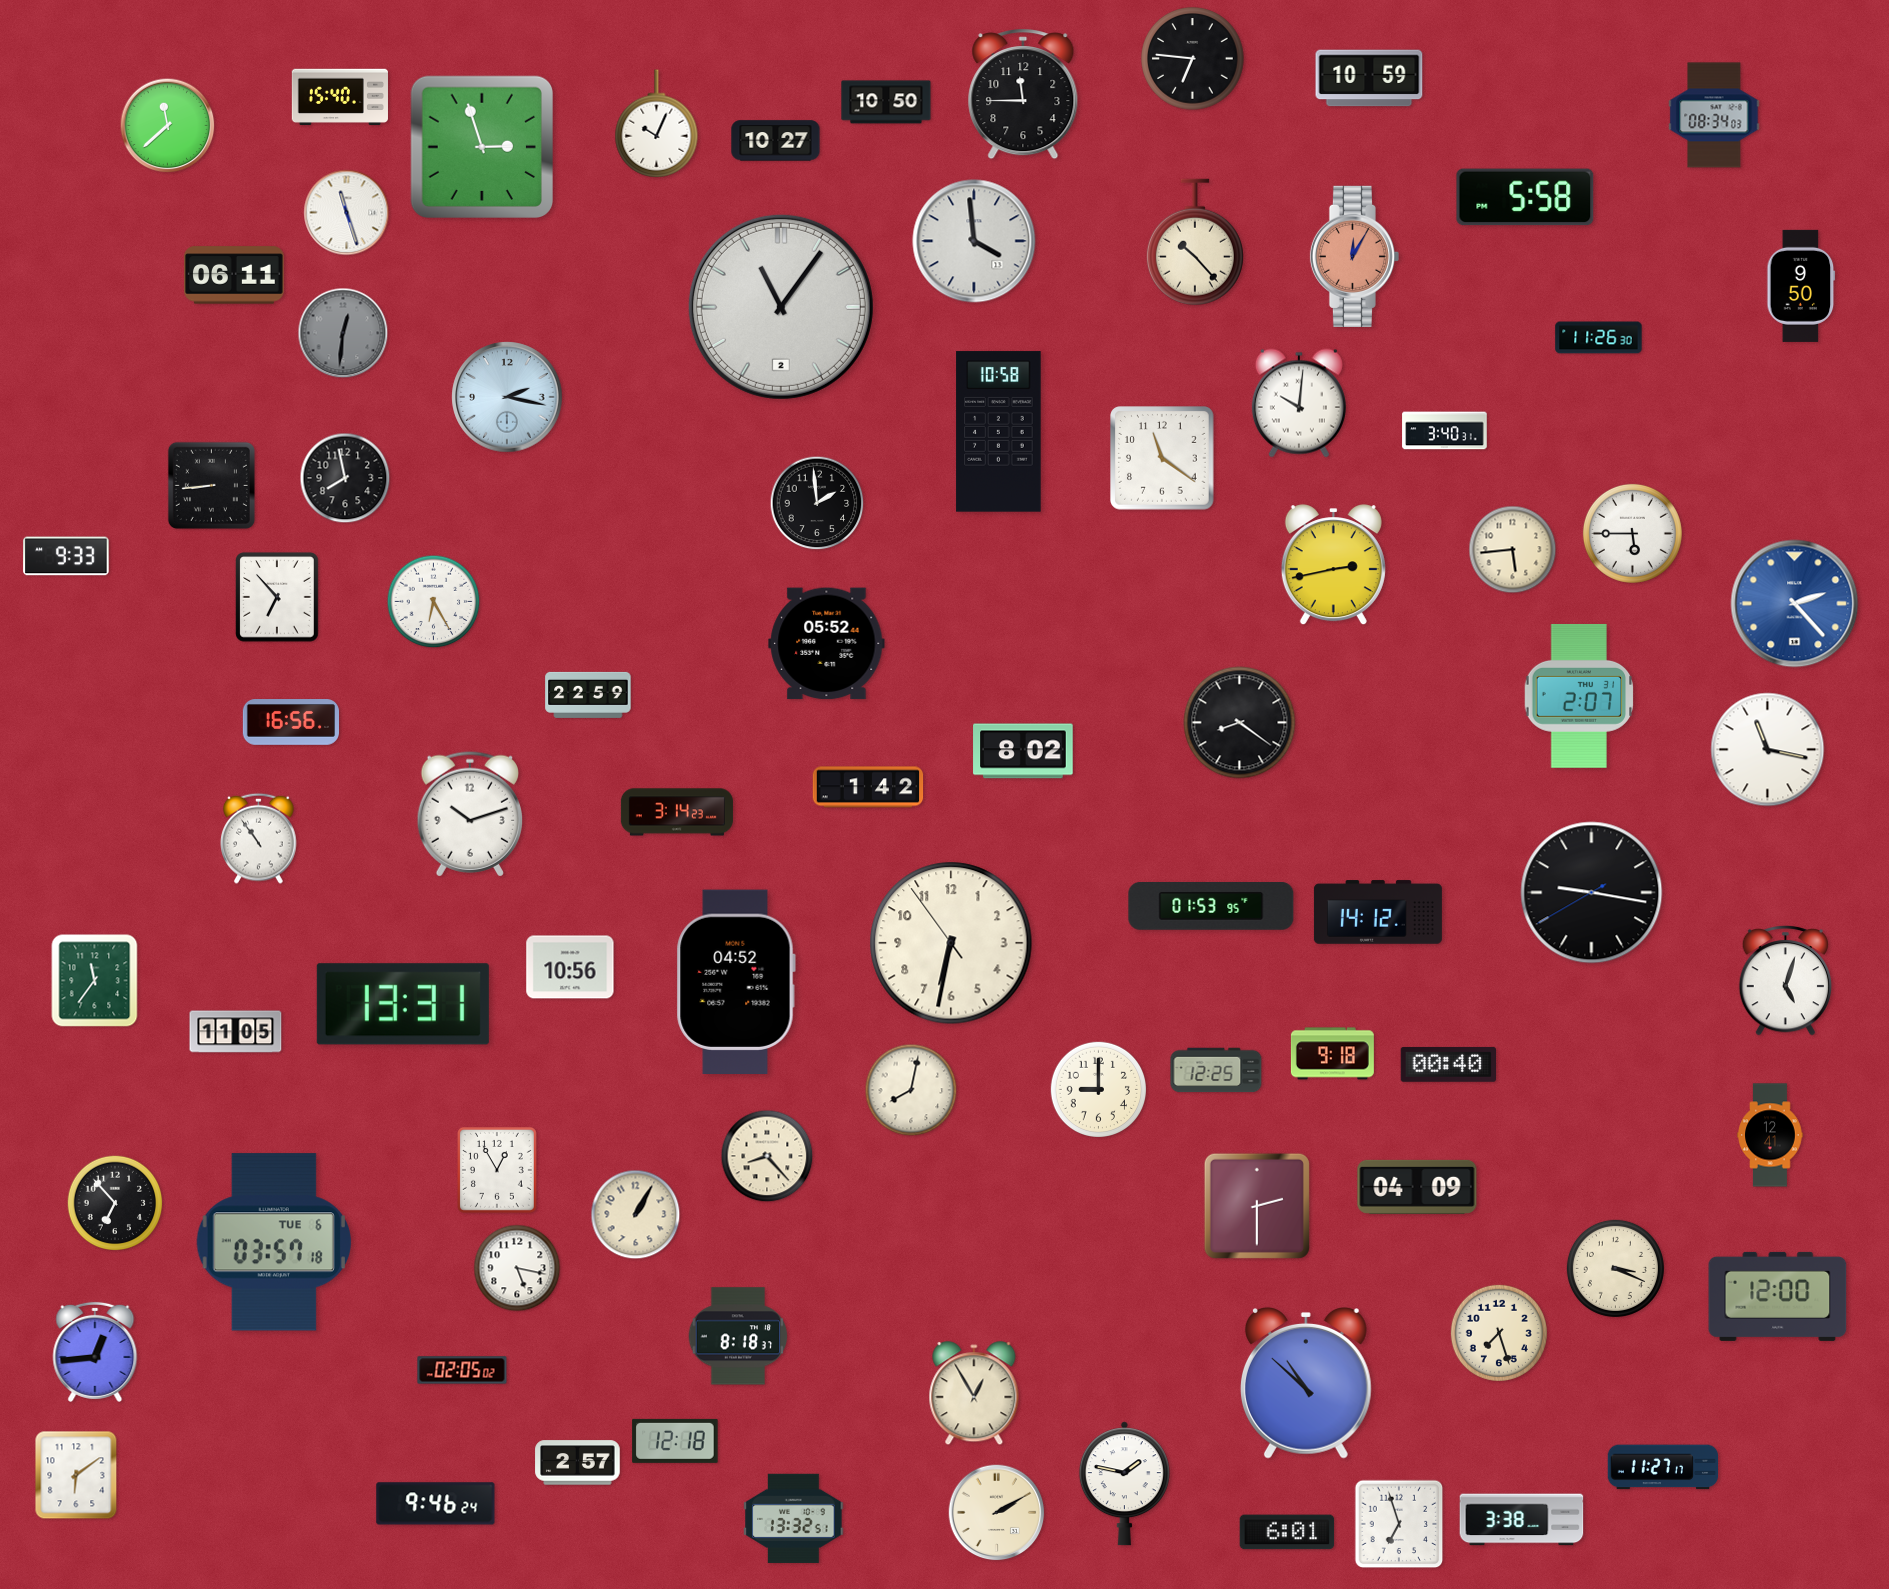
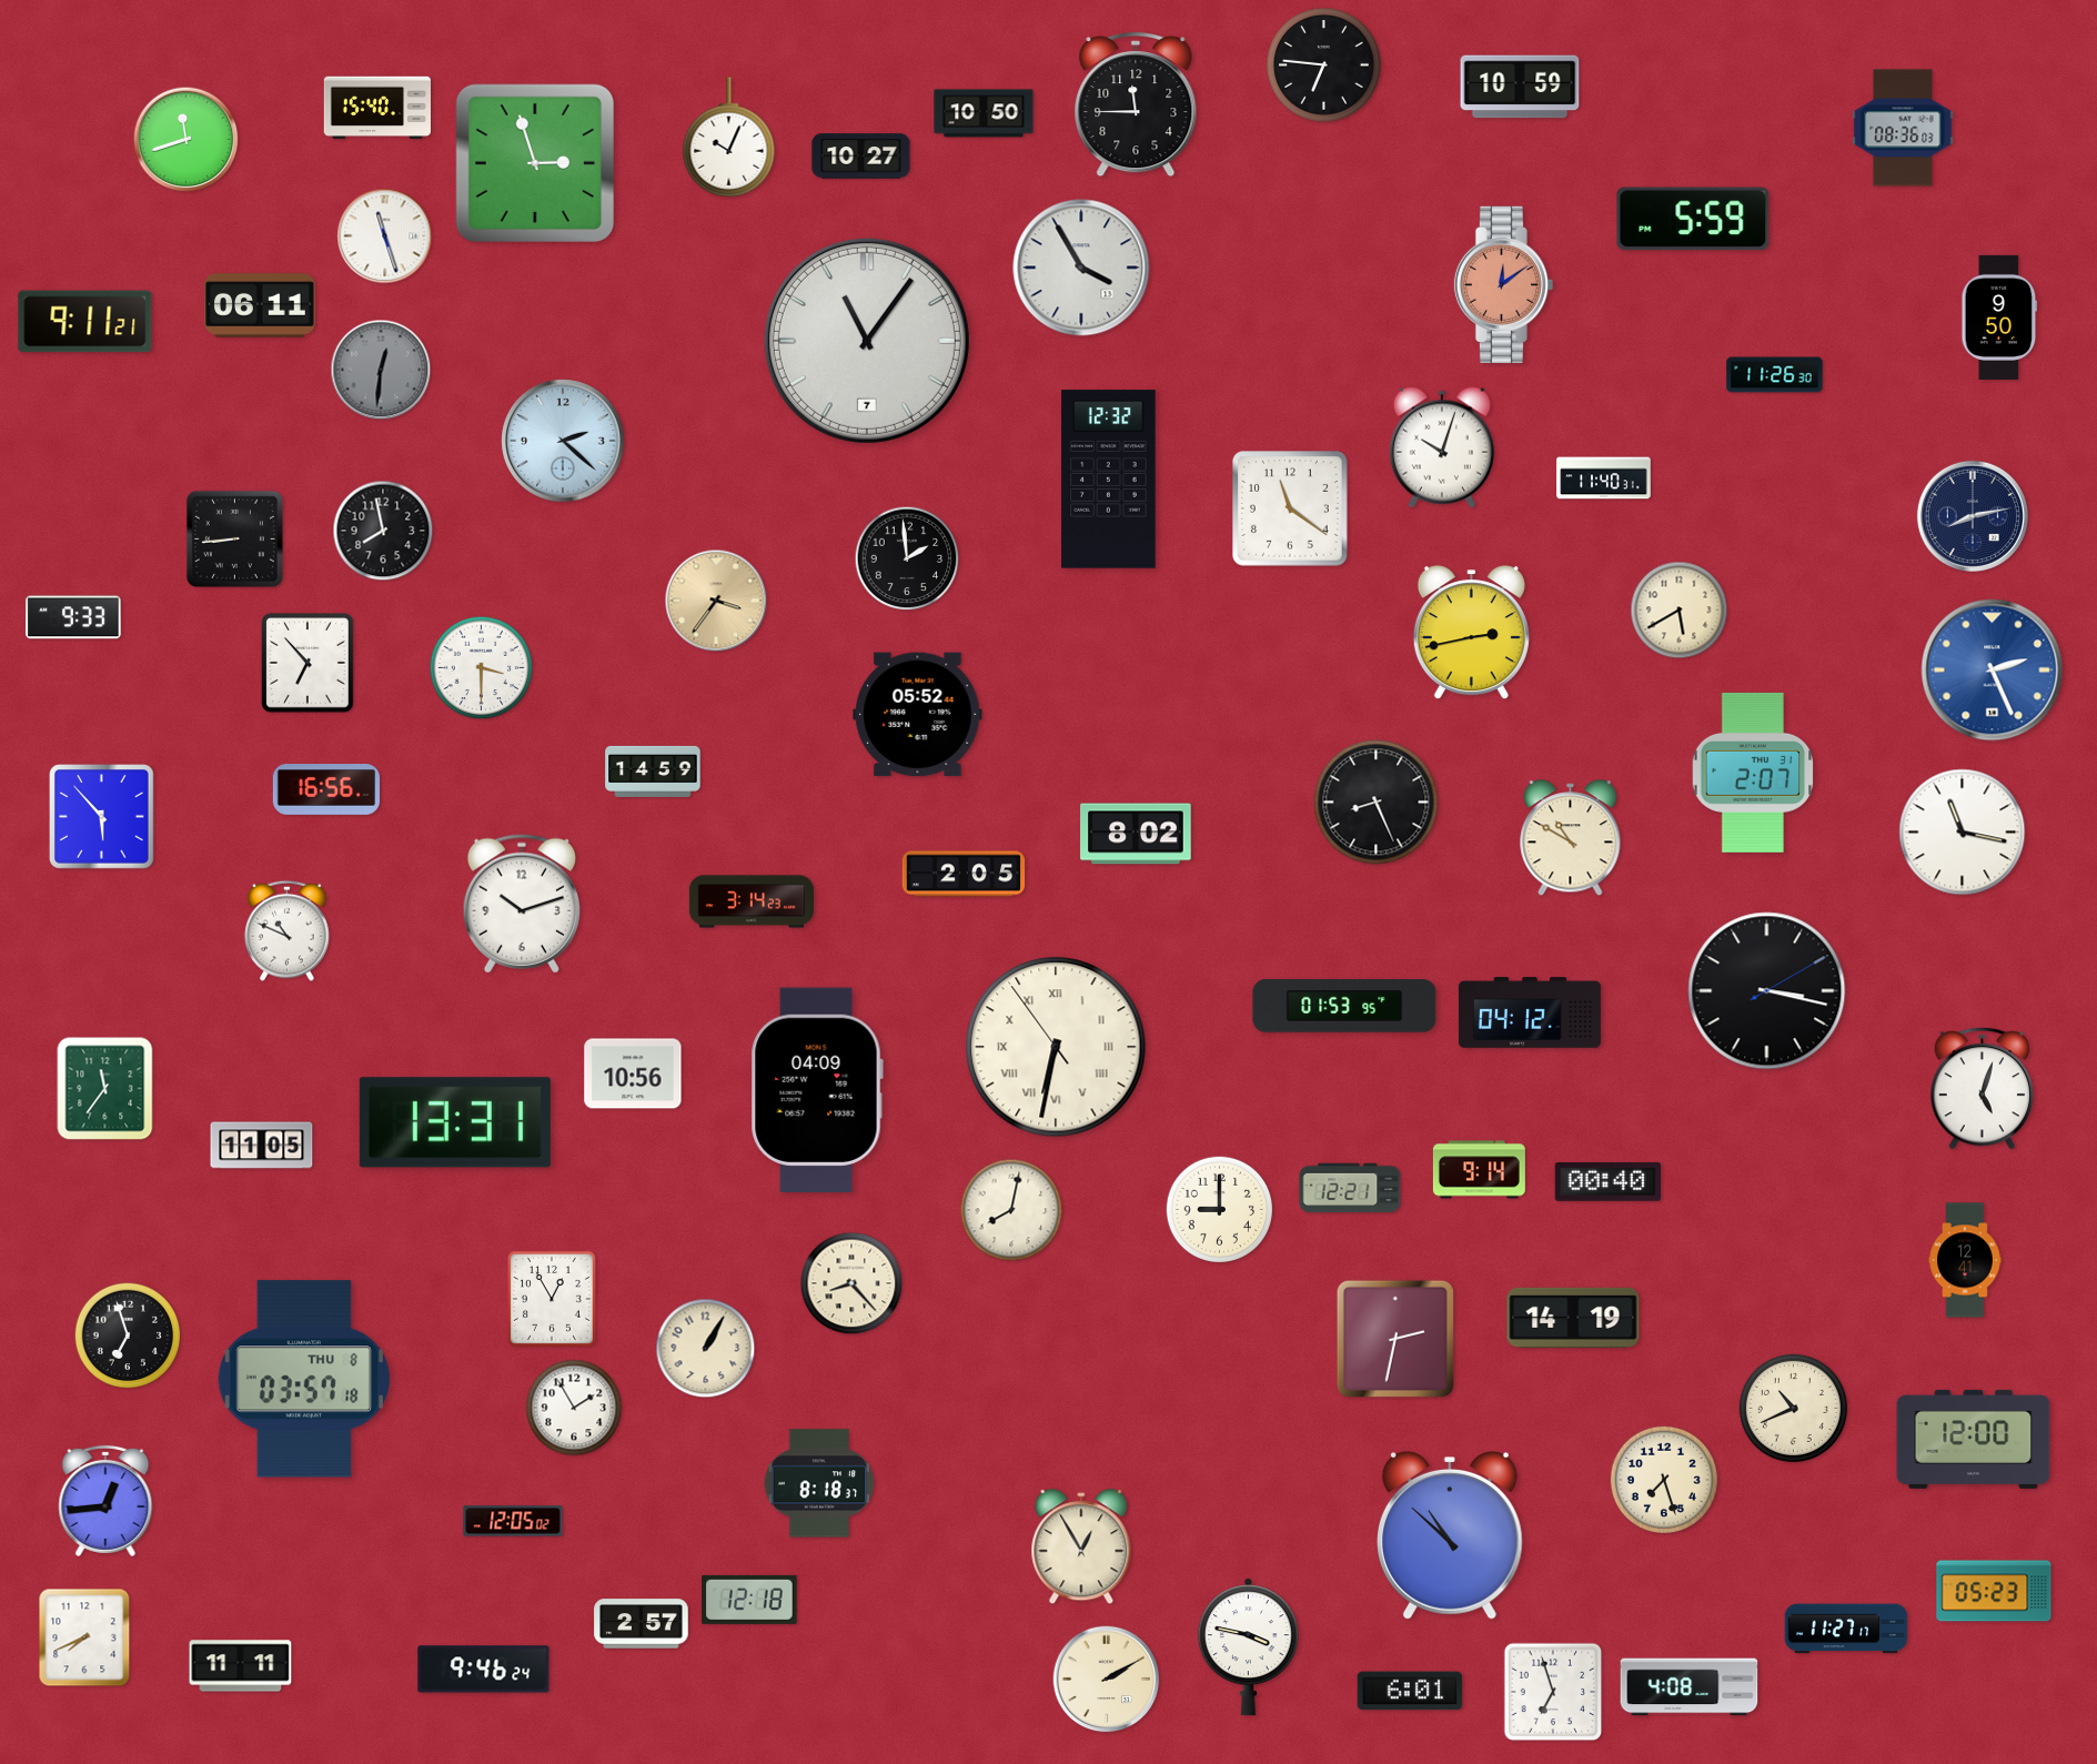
clock at (1714, 115): 08:34 -> 08:36
clock at (168, 126): 11:38 -> 11:42
clock at (1525, 197): 5:58 -> 5:59
clock at (974, 241): 3:59 -> 3:55
clock at (1195, 242): 10:23 -> none
clock at (1354, 256): 12:05 -> 12:09
clock at (85, 322): none -> 9:11
clock at (781, 307) date: 2 -> 7
clock at (507, 397): 2:17 -> 2:22
clock at (1299, 403): 10:01 -> 10:03
clock at (1445, 431): 3:40 -> 11:40
clock at (999, 432): 10:58 -> 12:32
clock at (1973, 516): none -> 8:13
clock at (1632, 533): 5:45 -> none
clock at (716, 601): none -> 3:36
clock at (1513, 550): 5:44 -> 5:40
clock at (1333, 565) position: (1333, 565) -> (1471, 633)
clock at (434, 602): 6:25 -> 3:30
clock at (1795, 604): 2:23 -> 2:26
clock at (588, 695): 22:59 -> 14:59
clock at (290, 722) position: (290, 722) -> (325, 789)
clock at (1240, 723): 8:21 -> 8:26
clock at (102, 817): none -> 5:53
clock at (1571, 838): none -> 10:50
clock at (868, 787): 1:42 -> 2:05
clock at (259, 838): 10:54 -> 10:49
clock at (1592, 893): 9:16 -> 3:17
clock at (1378, 912): 14:12 -> 04:12
clock at (951, 943) numerals: Arabic -> Roman
clock at (736, 981): 04:52 -> 04:09
clock at (403, 1004) position: (403, 1004) -> (455, 1122)
clock at (1332, 1054): 9:18 -> 9:14
clock at (1216, 1070): 12:25 -> 12:21
clock at (1417, 1187): 04:09 -> 14:19
clock at (115, 1203): 6:53 -> 6:57
clock at (1257, 1206): 2:30 -> 2:32
clock at (274, 1242) date: TUE 6 -> THU 8
clock at (517, 1268): 5:17 -> 1:55
clock at (1615, 1268): 3:19 -> 10:41
clock at (462, 1370): 02:05 -> 12:05
clock at (1994, 1591): none -> 05:23
clock at (76, 1475): 6:09 -> 7:41
clock at (1124, 1484): 1:47 -> 3:47
clock at (241, 1666): none -> 11:11
clock at (794, 1518): 13:32 -> none
clock at (1522, 1520): 3:38 -> 4:08
clock at (1287, 1532) position: (1287, 1532) -> (1410, 1691)
